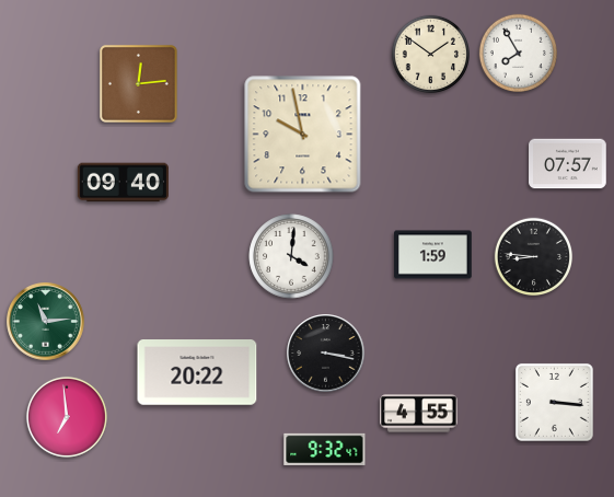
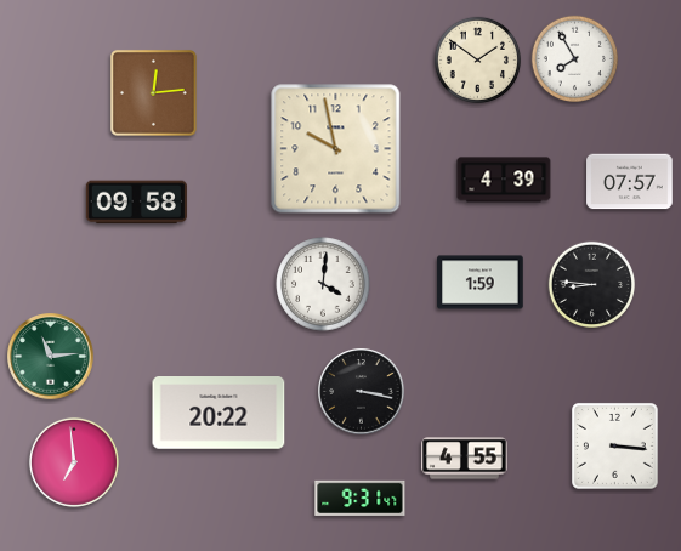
clock at (504, 180): none -> 4:39
clock at (123, 183): 09:40 -> 09:58
clock at (325, 449): 9:32 -> 9:31
